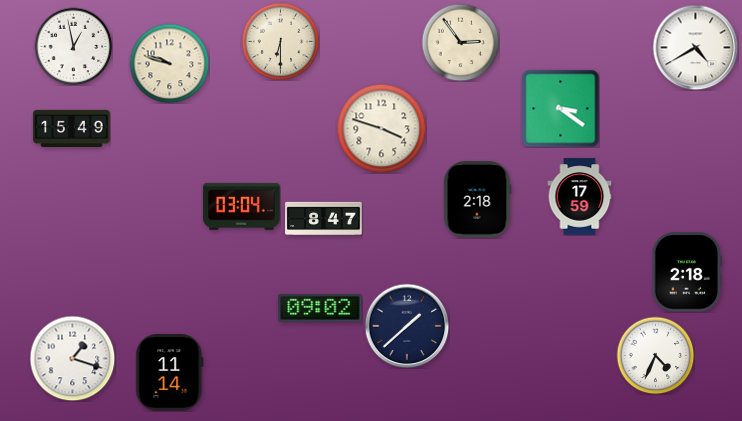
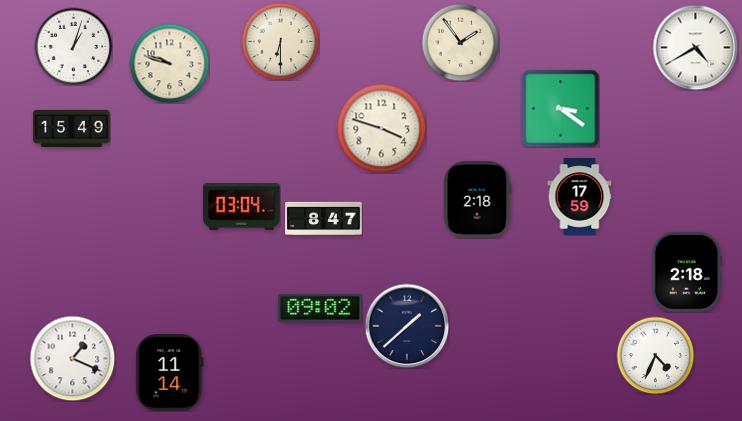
clock at (460, 42): 2:54 -> 1:54
clock at (73, 46): 12:58 -> 1:03
clock at (72, 358): 1:18 -> 1:19
